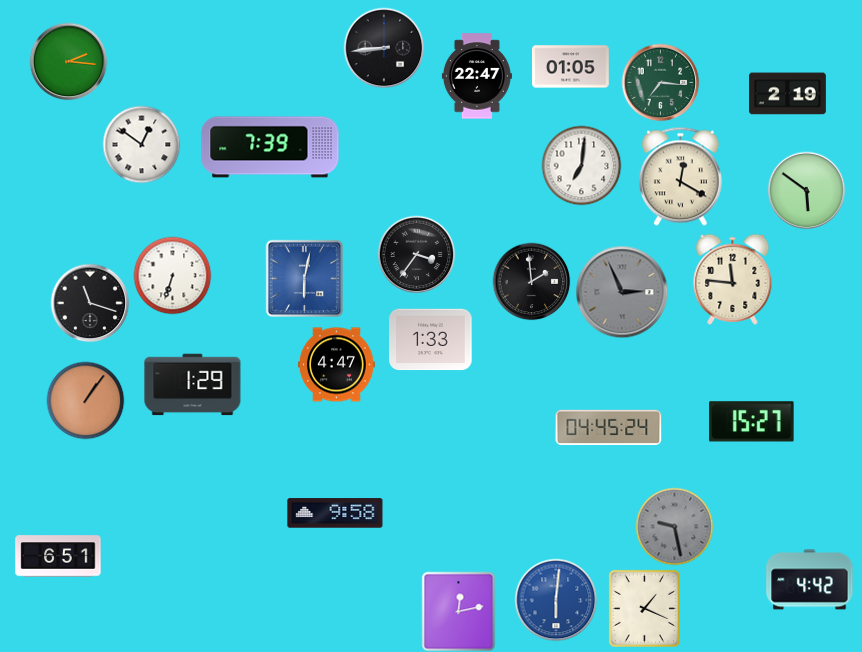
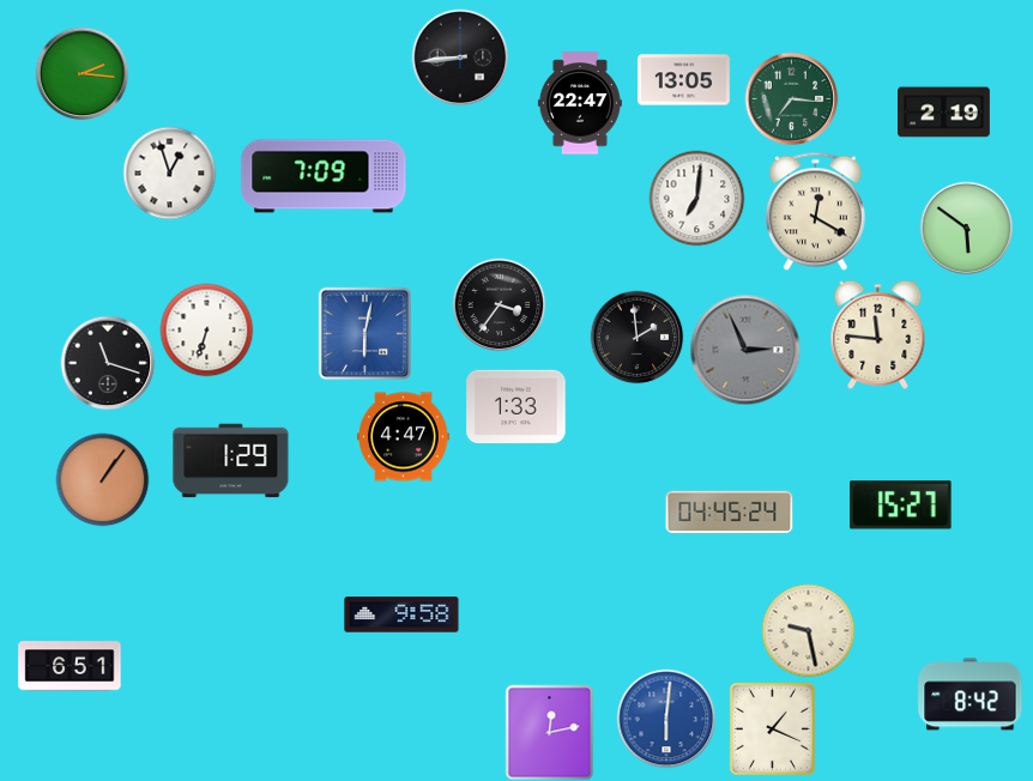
clock at (571, 67): 01:05 -> 13:05
clock at (477, 76) position: (477, 76) -> (580, 103)
clock at (141, 144): 12:51 -> 12:57
clock at (270, 147): 7:39 -> 7:09
clock at (674, 526) dial: grey -> cream
clock at (810, 580): 4:42 -> 8:42
